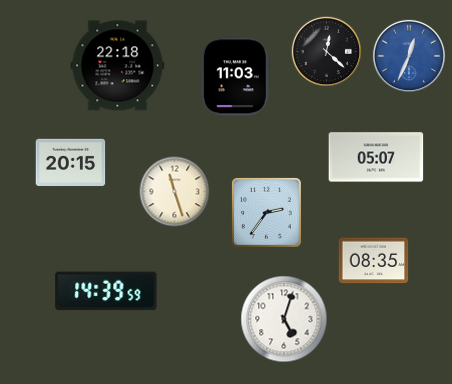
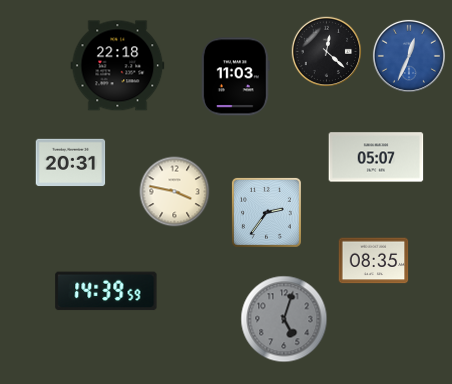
clock at (71, 163): 20:15 -> 20:31
clock at (175, 192): 11:27 -> 3:47
clock at (284, 319) dial: white -> grey
